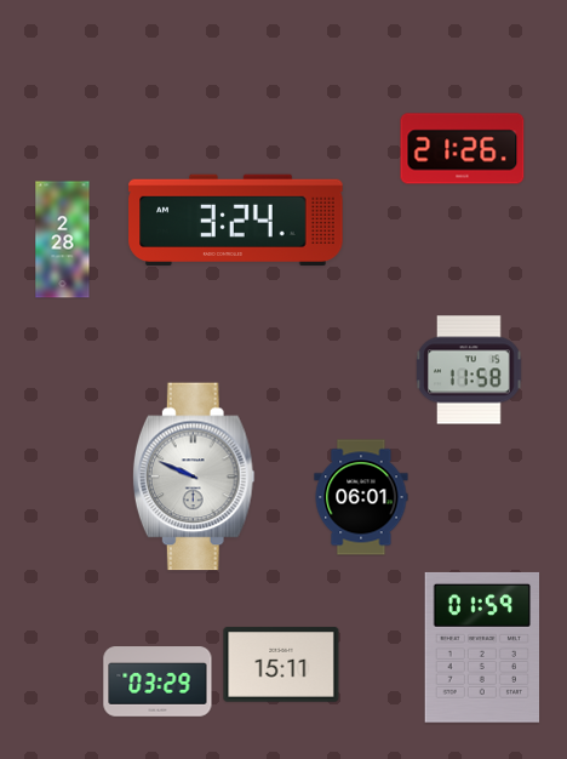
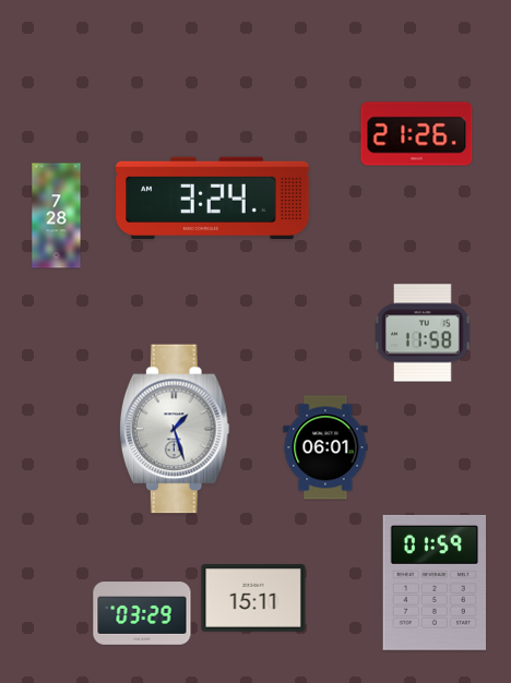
clock at (63, 240): 2:28 -> 7:28
clock at (194, 476): 9:49 -> 1:27
